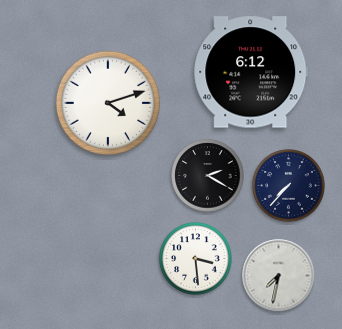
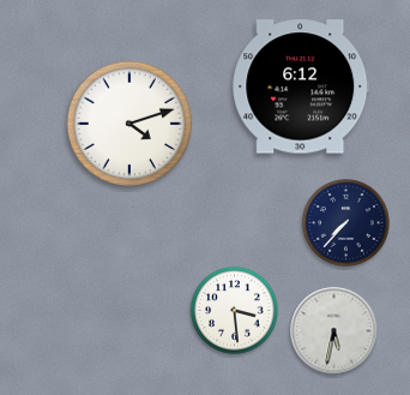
clock at (208, 176): 2:20 -> none
clock at (279, 276): 7:32 -> 5:32
